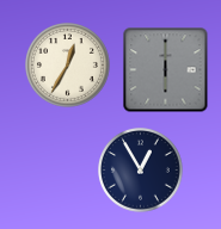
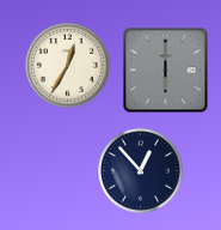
clock at (141, 171): 12:55 -> 12:53
